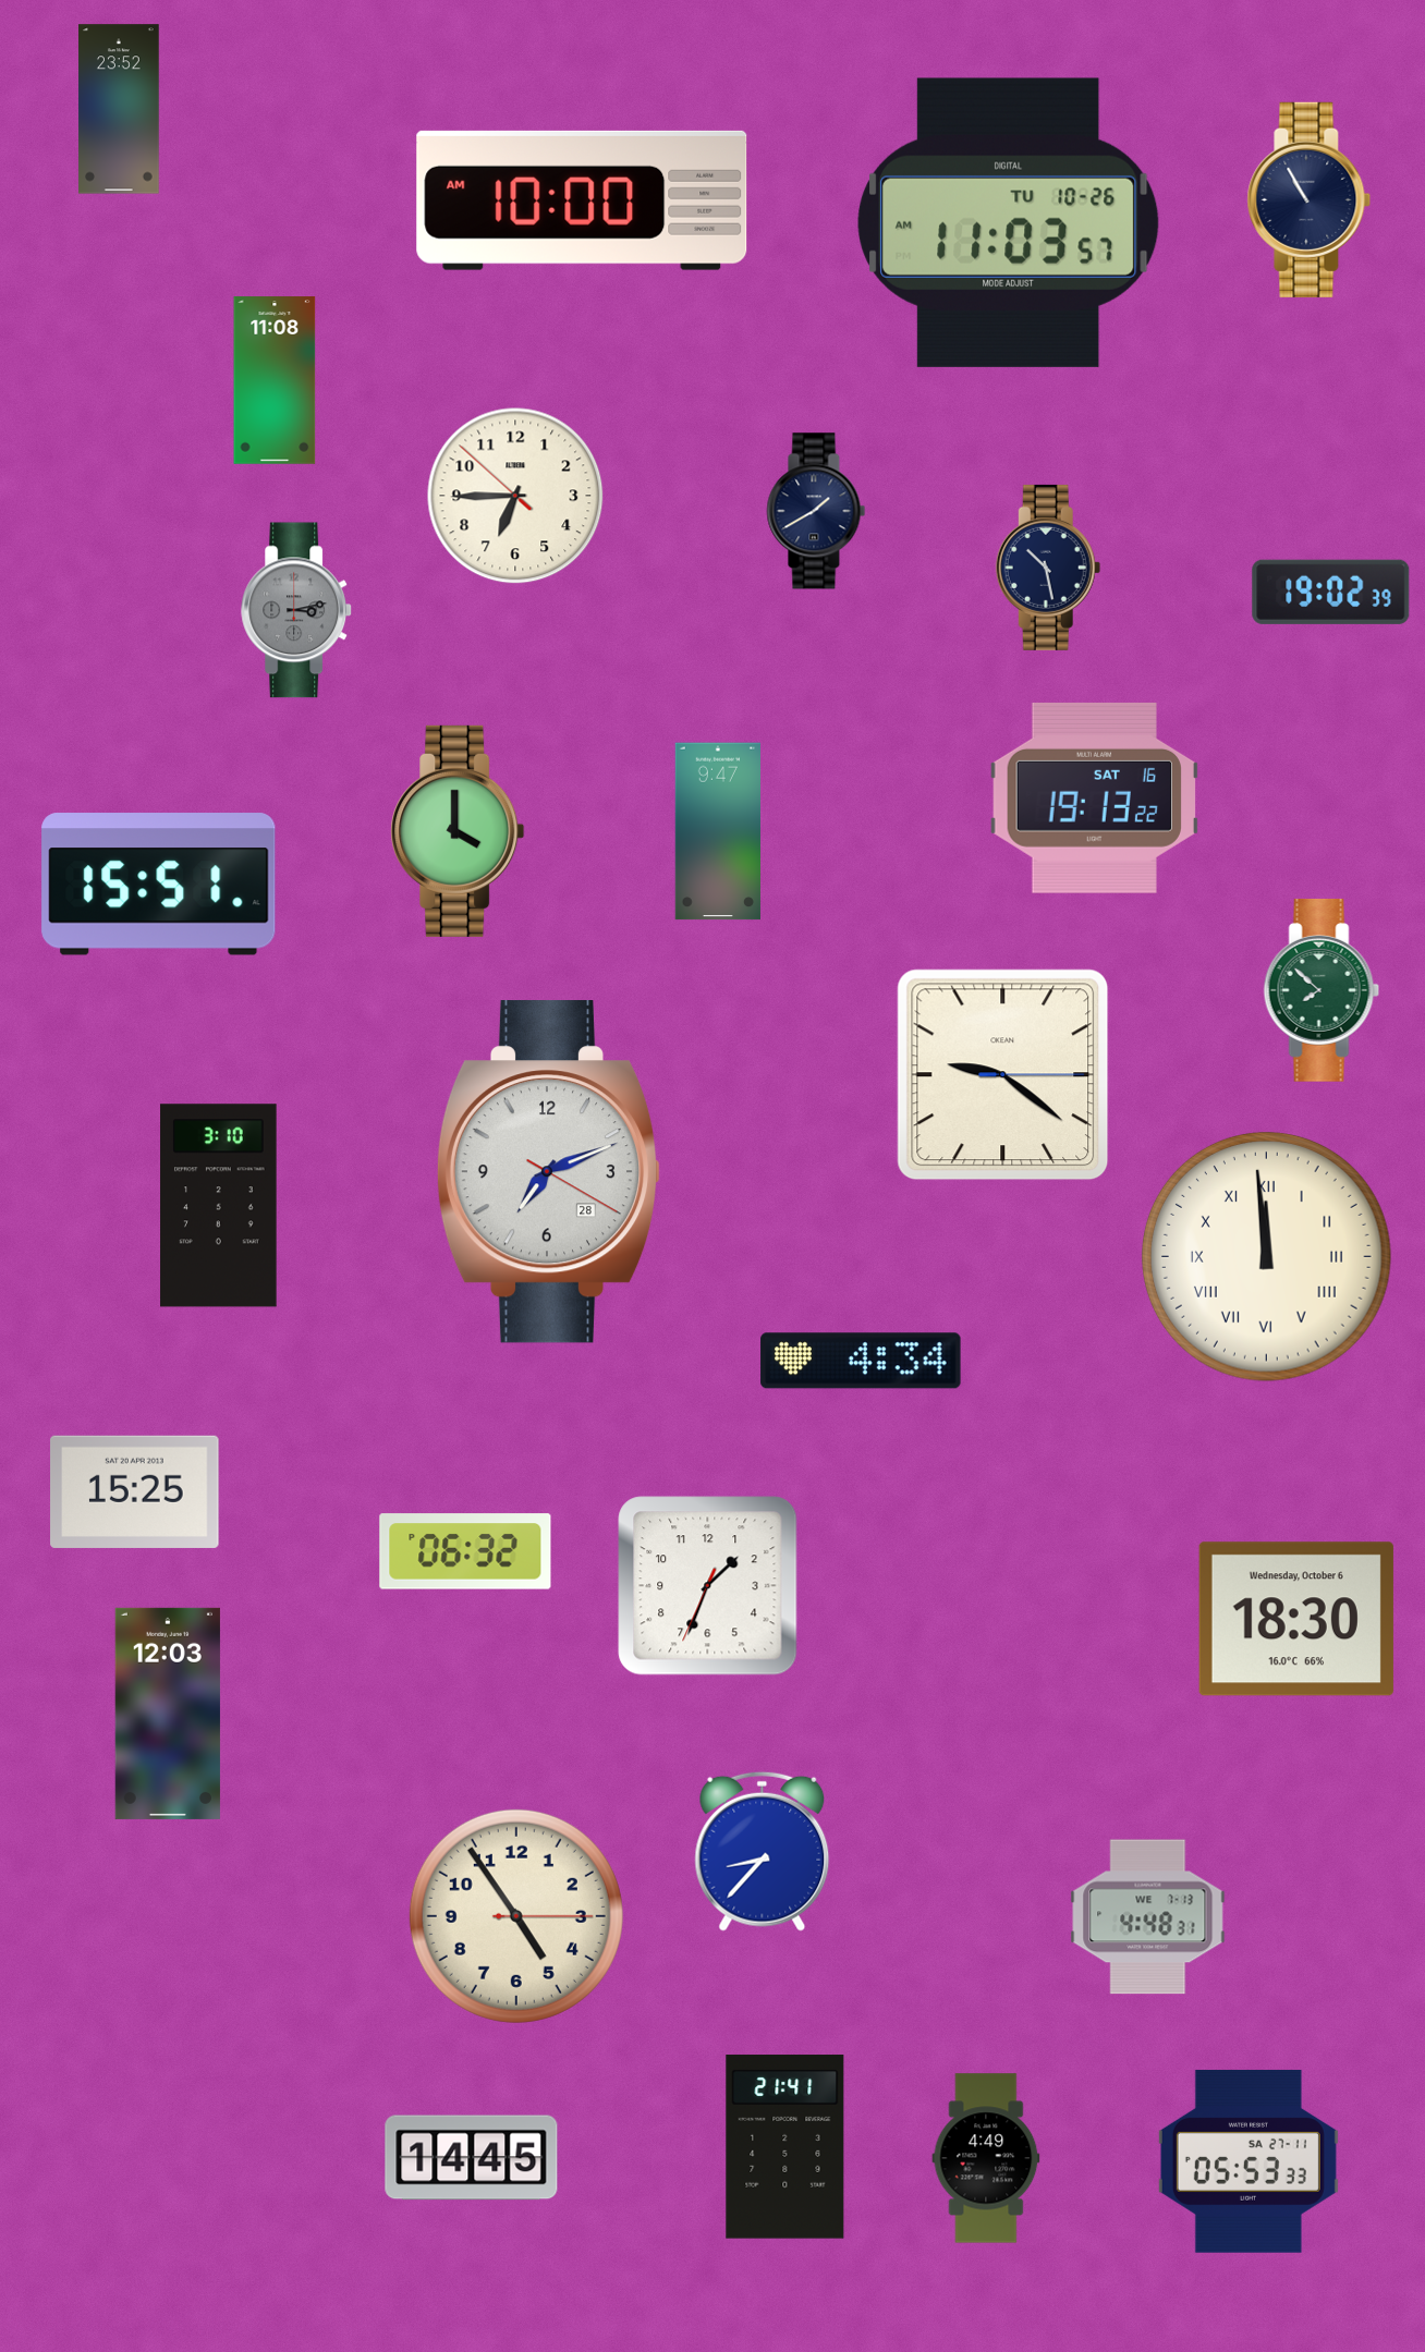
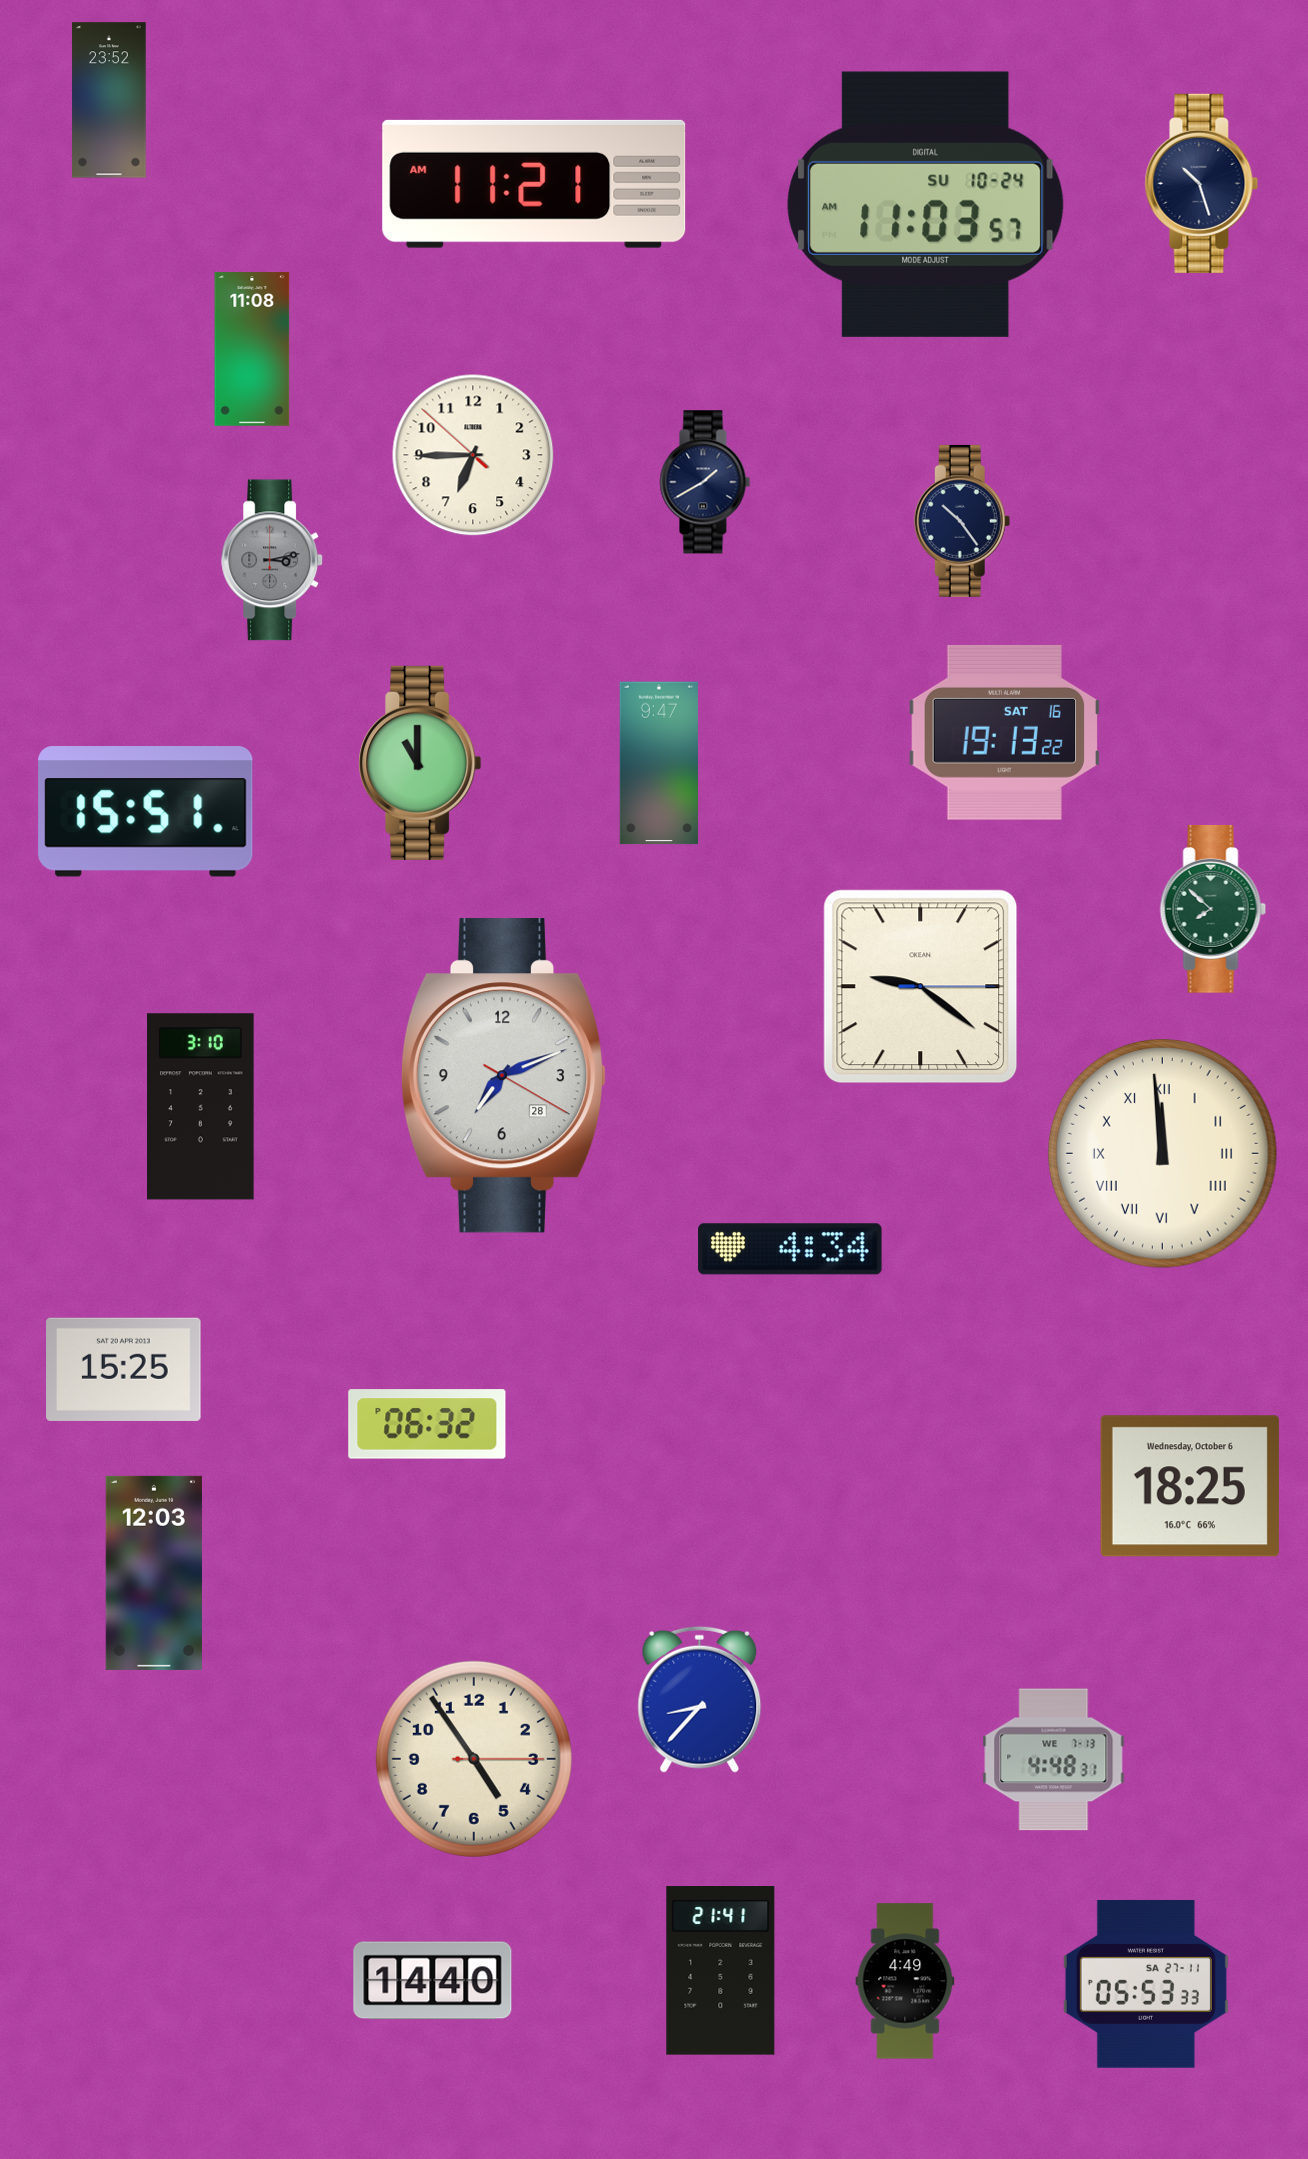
clock at (1310, 199): 10:55 -> 10:27
clock at (582, 200): 10:00 -> 11:21
clock at (1009, 222) date: TU 10-26 -> SU 10-24
clock at (816, 511) position: (816, 511) -> (705, 482)
clock at (1048, 568): 10:28 -> 10:24
clock at (1331, 592): 19:02 -> none
clock at (458, 831): 4:00 -> 11:00
clock at (708, 1586): 1:33 -> none
clock at (1296, 1619): 18:30 -> 18:25
clock at (472, 2158): 14:45 -> 14:40
